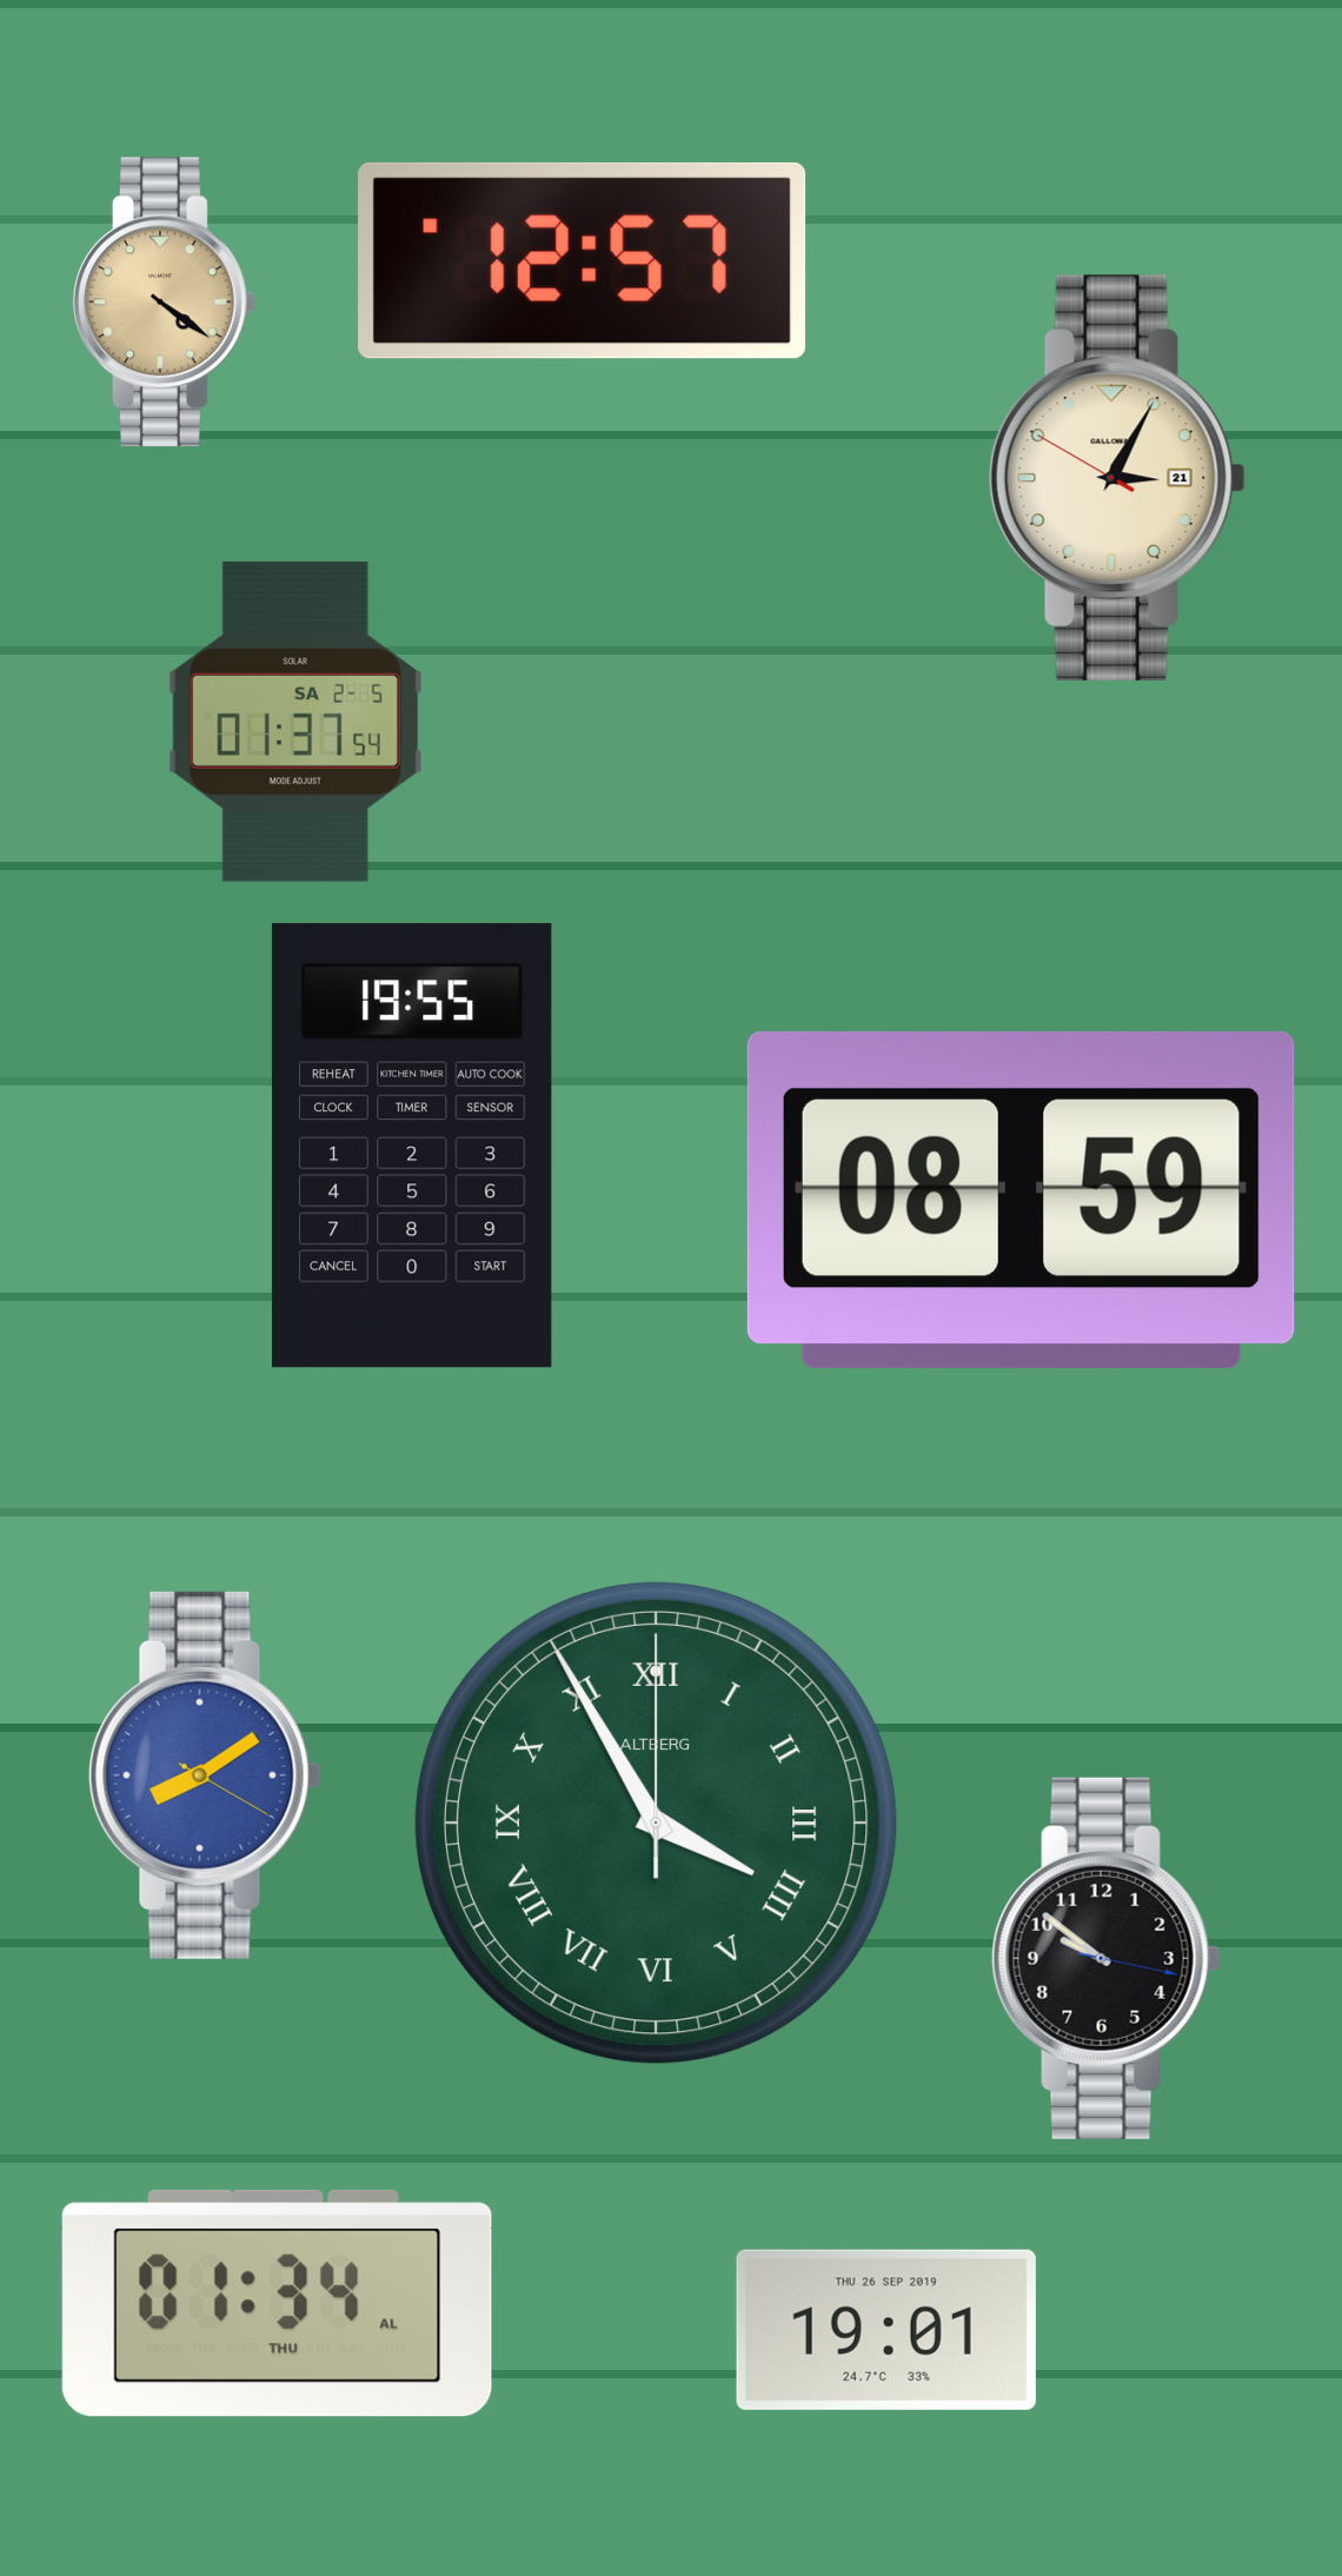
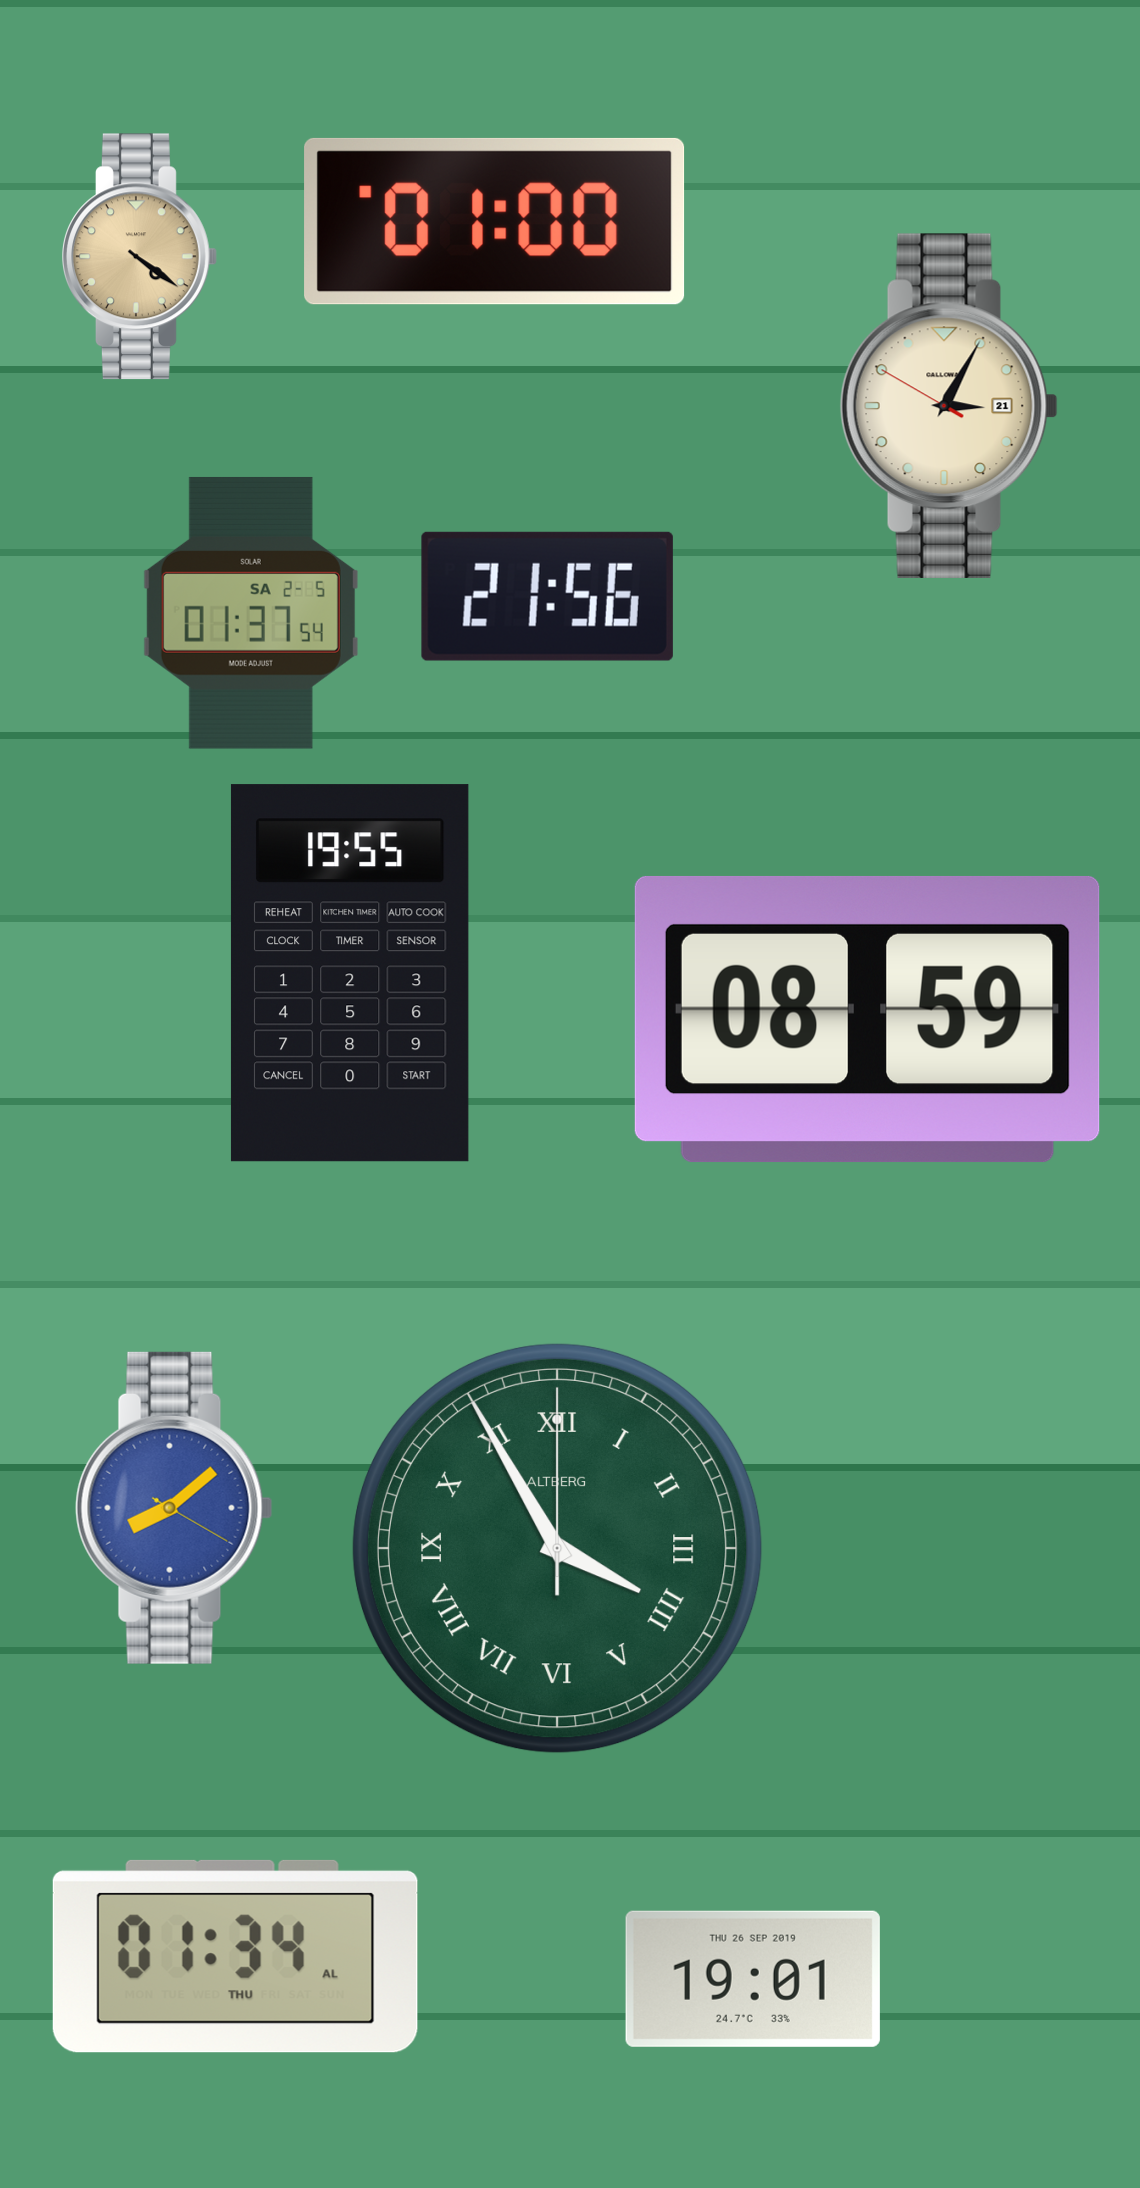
clock at (583, 260): 12:57 -> 01:00
clock at (547, 596): none -> 21:56
clock at (205, 1775): 8:09 -> 8:08
clock at (1107, 1958): 9:51 -> none
